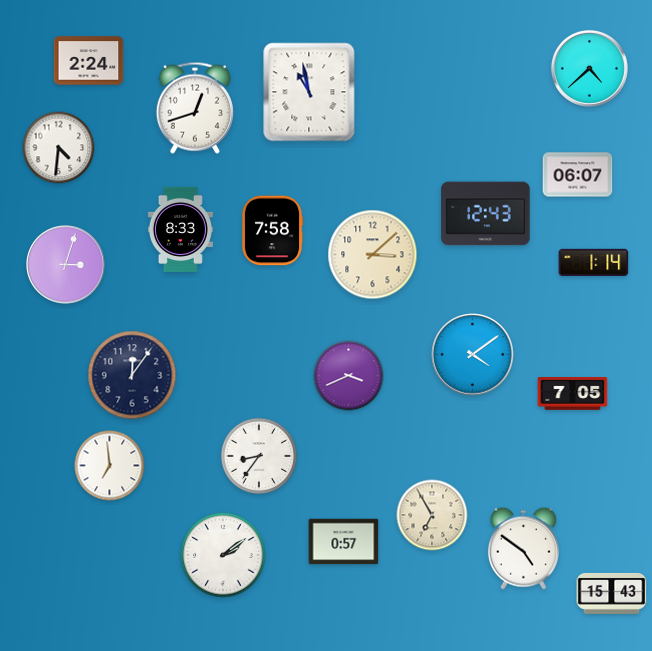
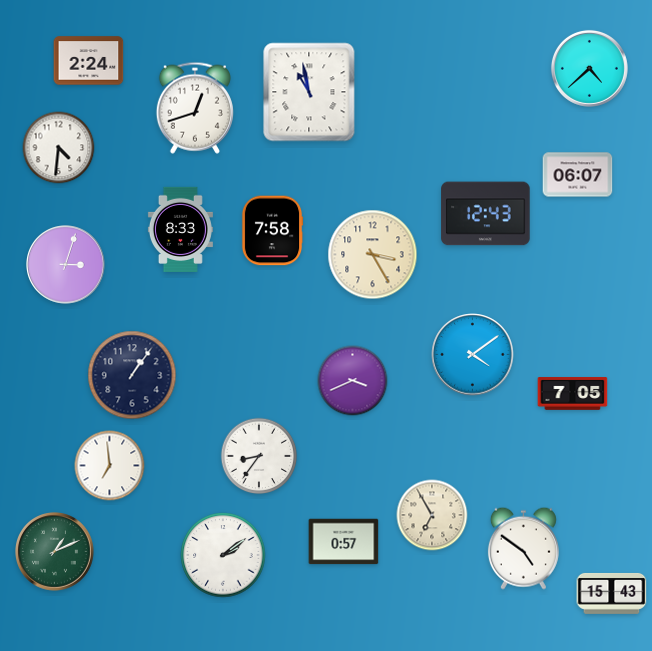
clock at (373, 255): 3:08 -> 3:25
clock at (594, 262): 1:14 -> none
clock at (132, 375): 12:06 -> 1:06
clock at (349, 376) position: (349, 376) -> (353, 381)
clock at (55, 552): none -> 1:11
